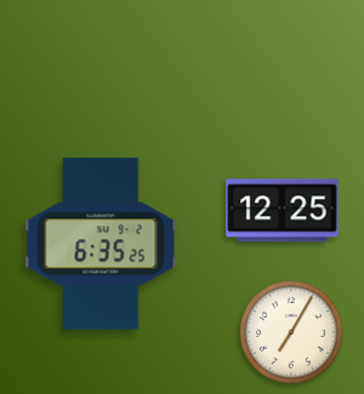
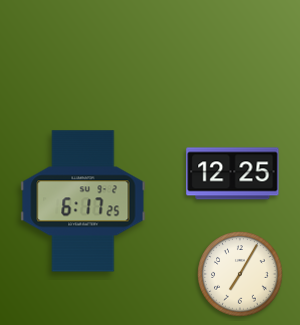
clock at (101, 244): 6:35 -> 6:17
